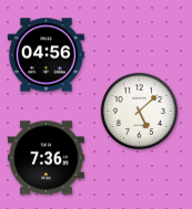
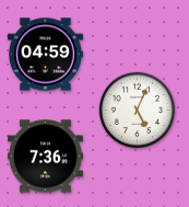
clock at (46, 55): 04:56 -> 04:59
clock at (140, 112): 5:08 -> 5:04
